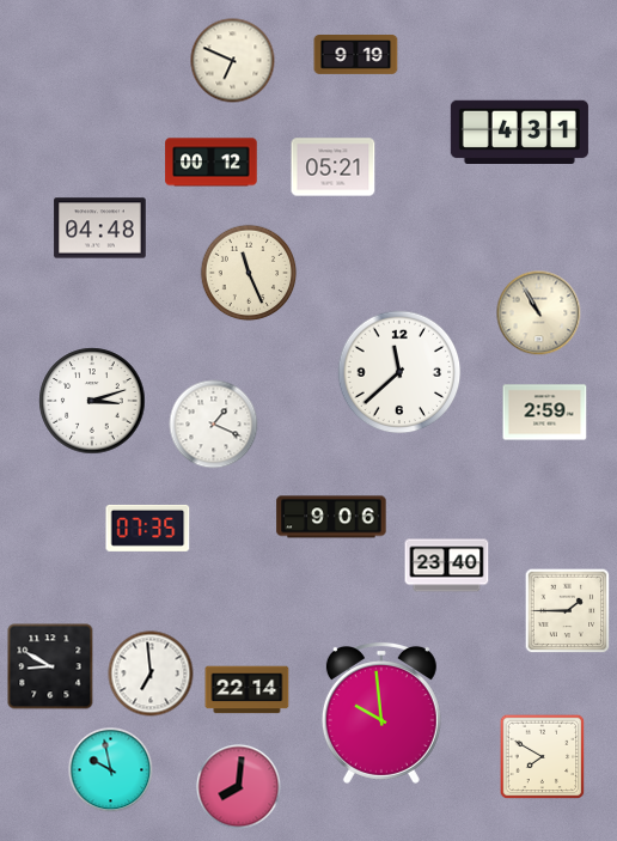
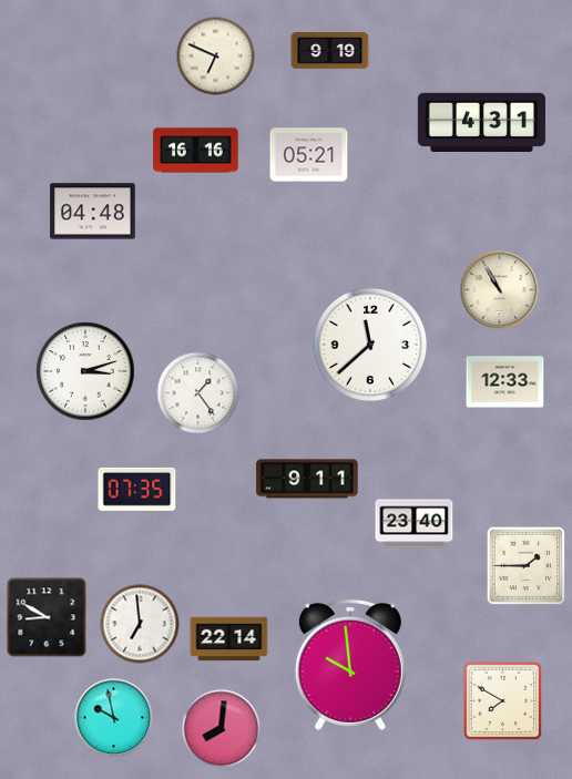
clock at (212, 163): 00:12 -> 16:16
clock at (249, 273): 11:26 -> none
clock at (545, 413): 2:59 -> 12:33
clock at (214, 425): 1:19 -> 1:24
clock at (331, 517): 9:06 -> 9:11
clock at (381, 713) position: (381, 713) -> (350, 665)
clock at (111, 770) position: (111, 770) -> (114, 718)
